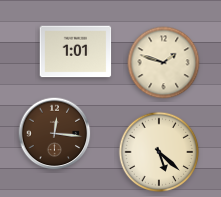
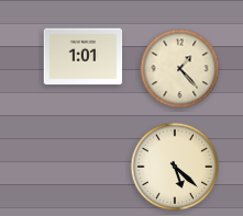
clock at (164, 63): 1:48 -> 1:23
clock at (55, 134): 12:16 -> none
